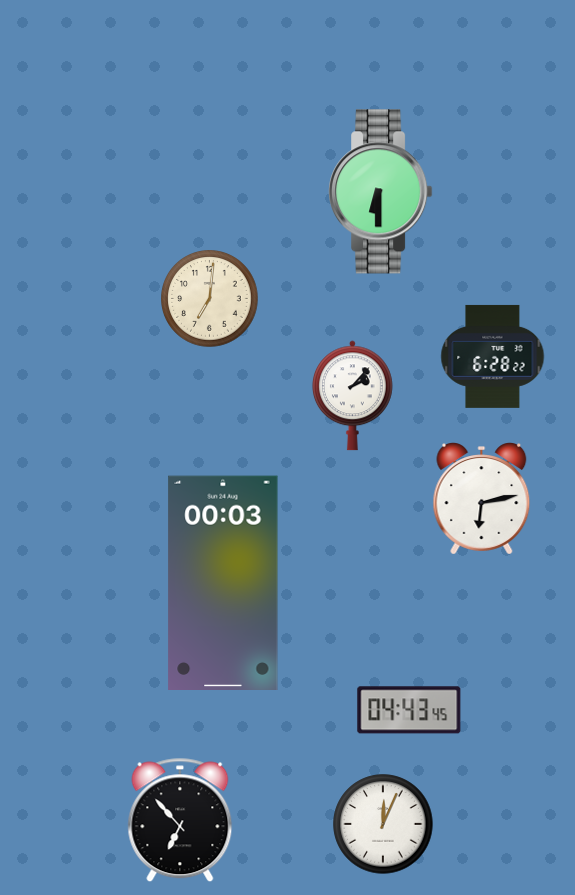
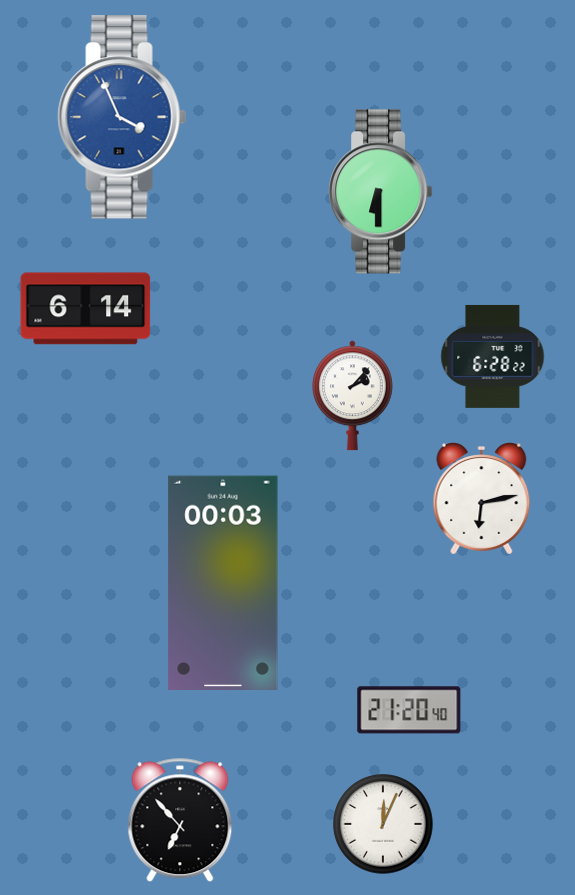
clock at (122, 117): none -> 3:56
clock at (210, 299): 7:01 -> none
clock at (86, 309): none -> 6:14
clock at (409, 710): 04:43 -> 21:20
